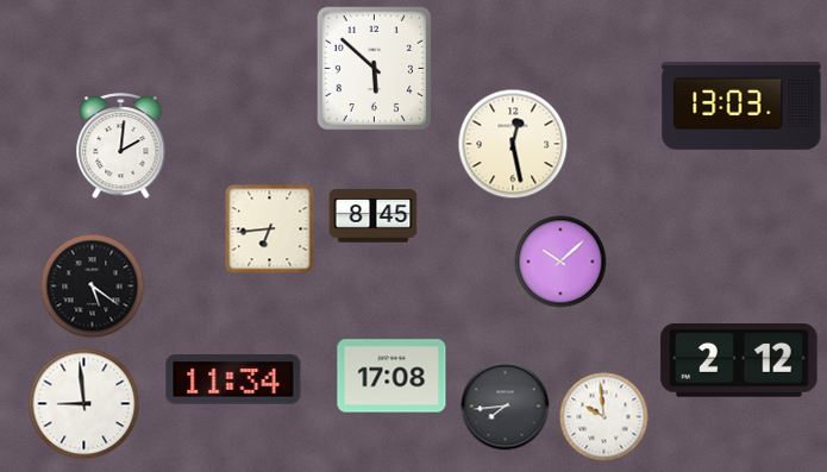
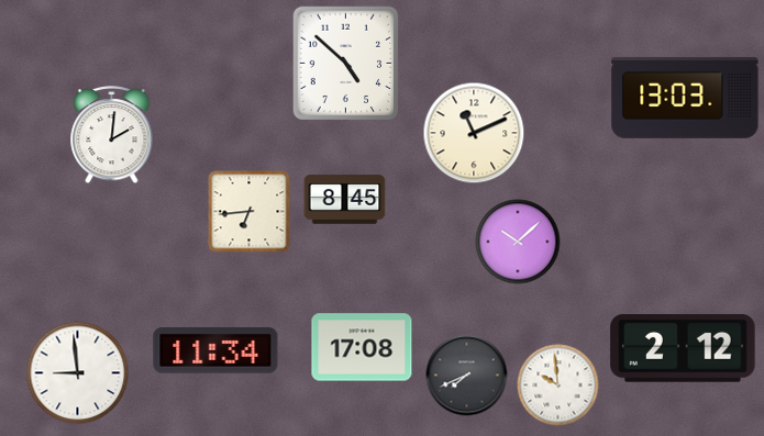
clock at (375, 69): 5:52 -> 4:52
clock at (513, 144): 12:28 -> 11:11
clock at (93, 287): 5:21 -> none
clock at (739, 361) position: (739, 361) -> (683, 349)
clock at (506, 407): 7:44 -> 7:41
